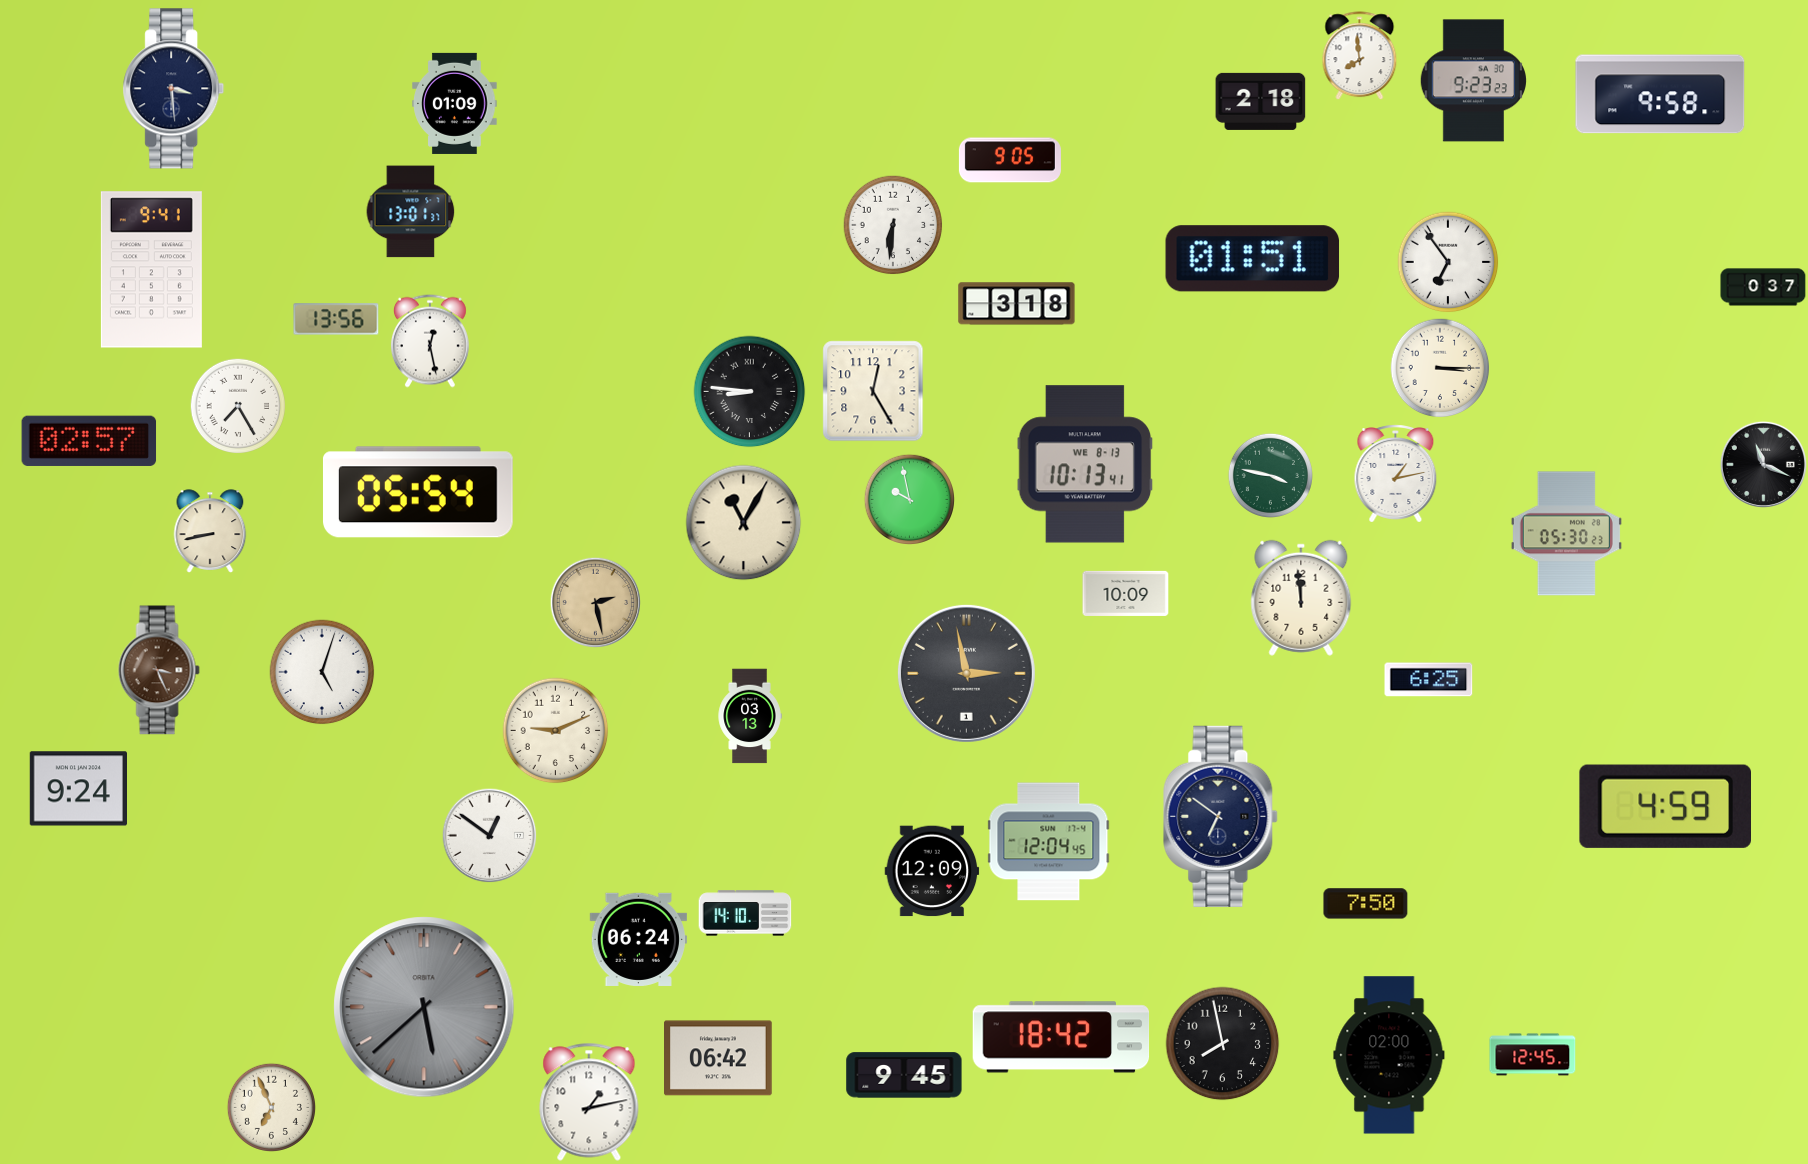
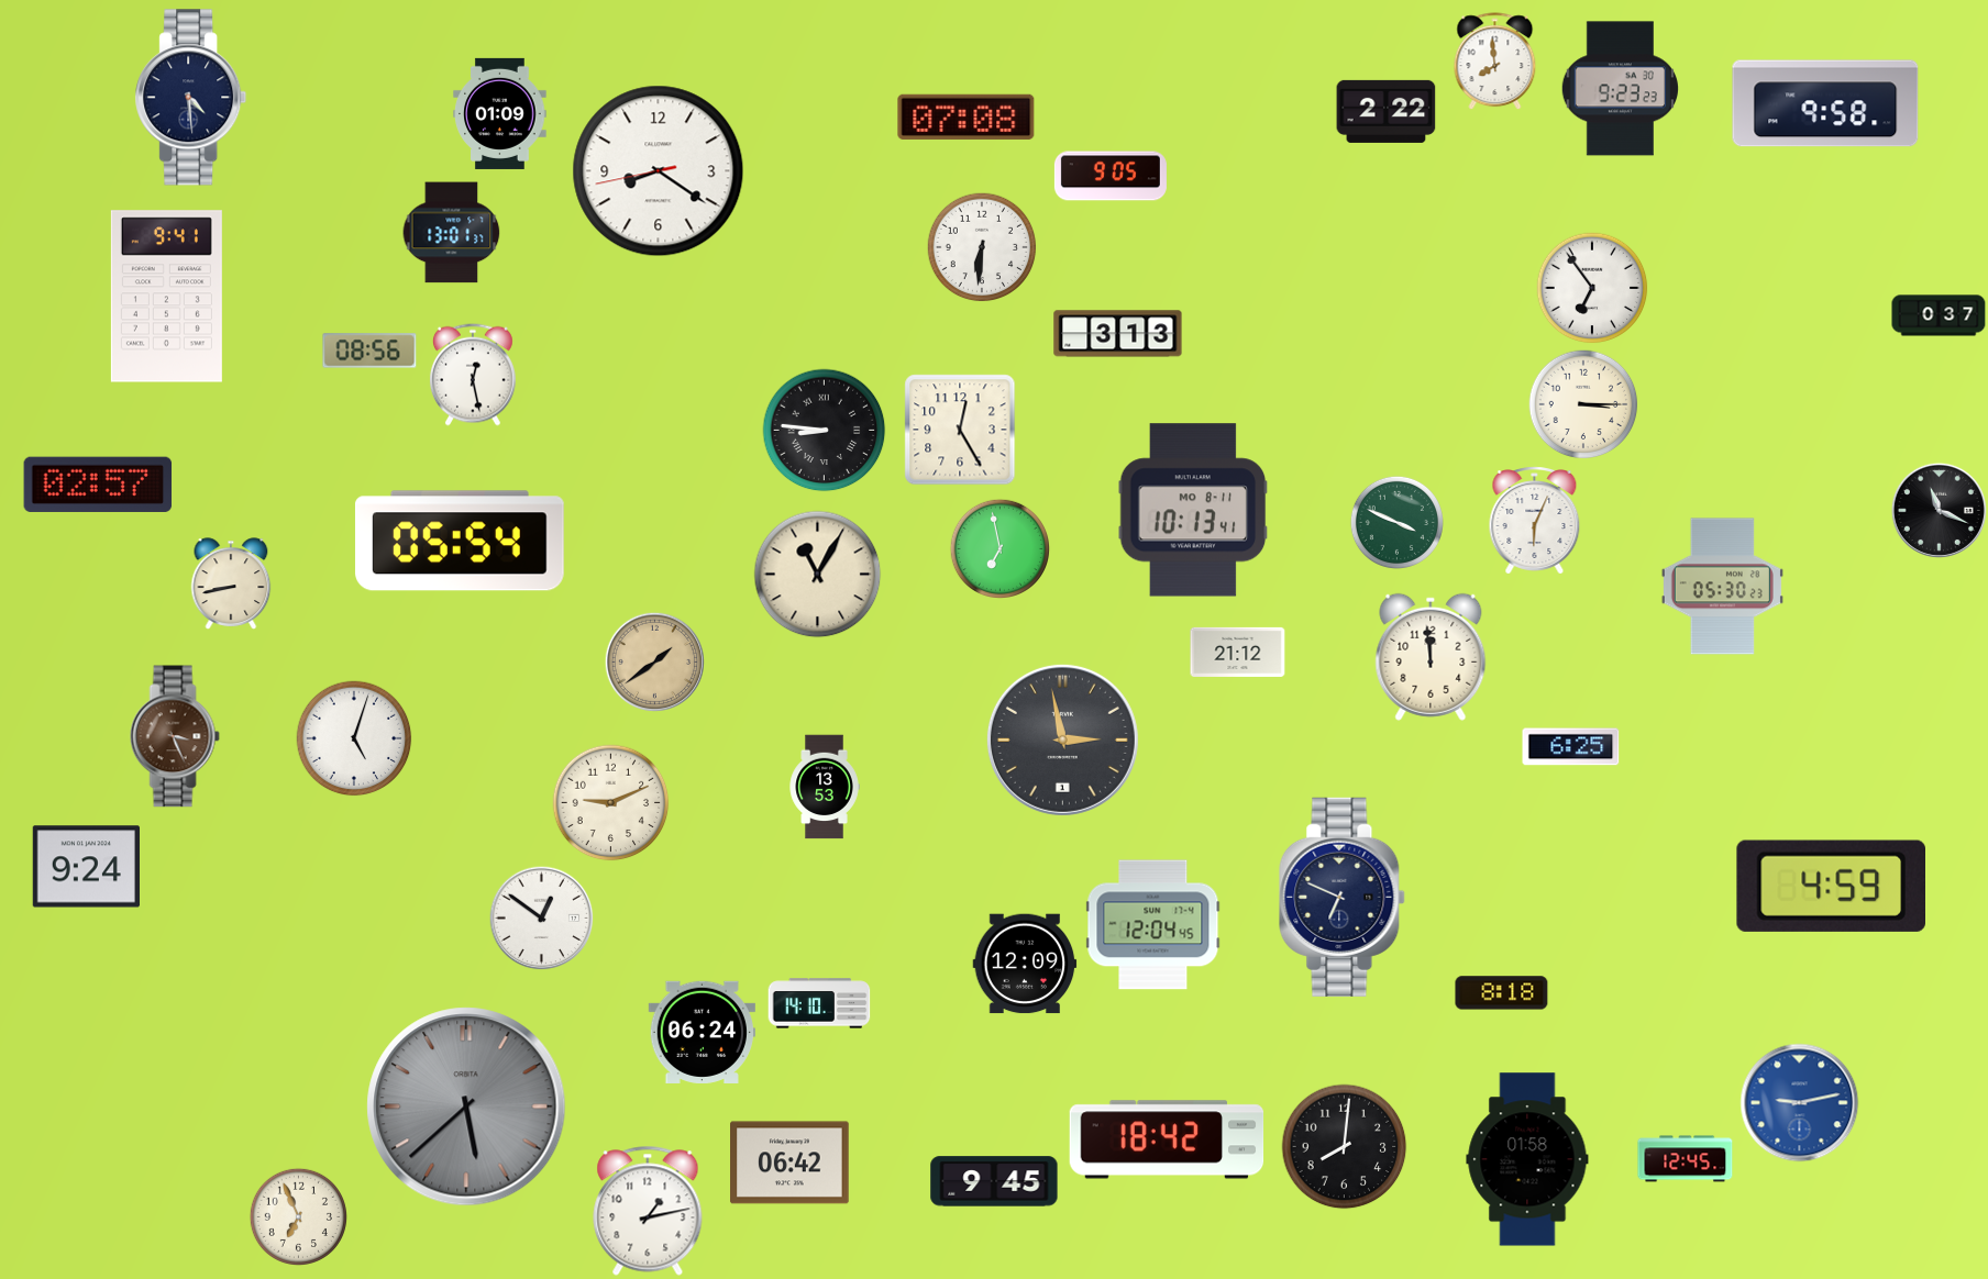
clock at (174, 89): 3:29 -> 4:29
clock at (1261, 101): 2:18 -> 2:22
clock at (967, 116): none -> 07:08
clock at (659, 171): none -> 8:20
clock at (1253, 259): 01:51 -> none
clock at (1017, 304): 3:18 -> 3:13
clock at (336, 319): 13:56 -> 08:56
clock at (238, 406): 7:25 -> none
clock at (1085, 464) date: WE 8-13 -> MO 8-11
clock at (1396, 474): 1:13 -> 6:04
clock at (1270, 475): 3:47 -> 3:49
clock at (909, 499): 9:58 -> 6:58
clock at (1126, 593): 10:09 -> 21:12
clock at (595, 602): 2:28 -> 1:39
clock at (750, 716): 03:13 -> 13:53
clock at (1221, 816): 6:51 -> 6:49
clock at (489, 835) position: (489, 835) -> (541, 917)
clock at (932, 871) position: (932, 871) -> (1025, 964)
clock at (1366, 904): 7:50 -> 8:18
clock at (1800, 1103): none -> 9:13
clock at (1223, 1044): 7:58 -> 8:01
clock at (1389, 1055): 02:00 -> 01:58
